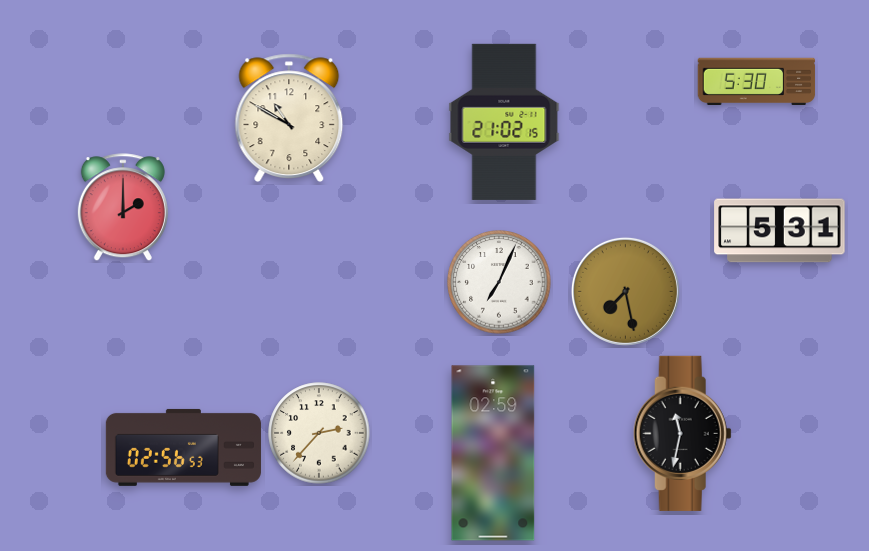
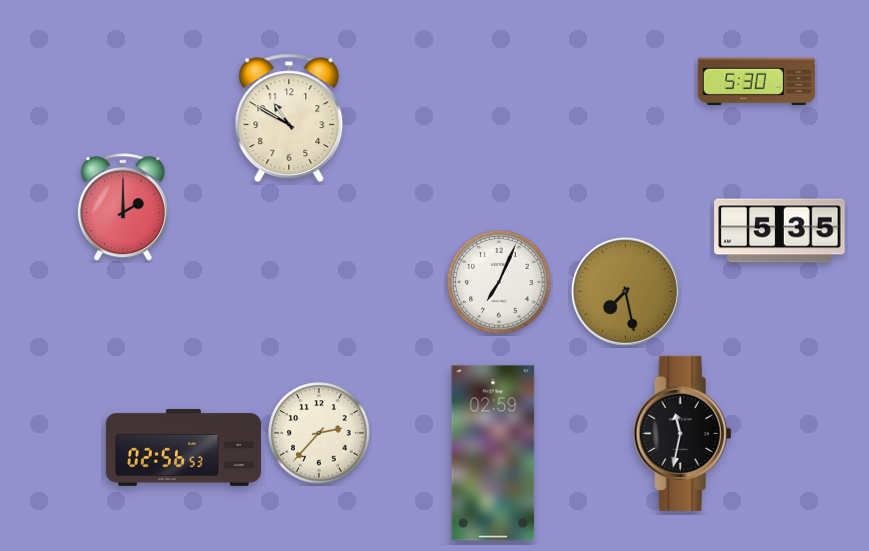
clock at (504, 122): 21:02 -> none
clock at (780, 231): 5:31 -> 5:35
